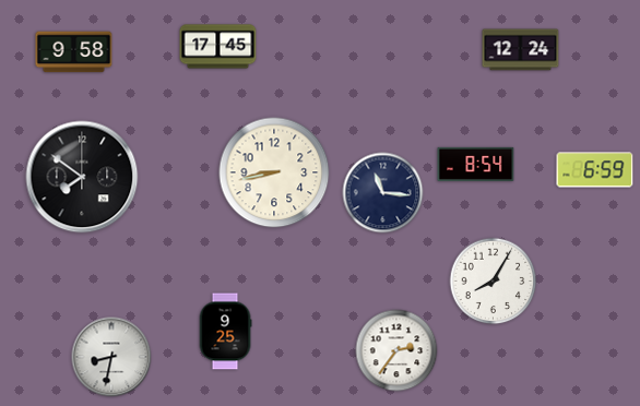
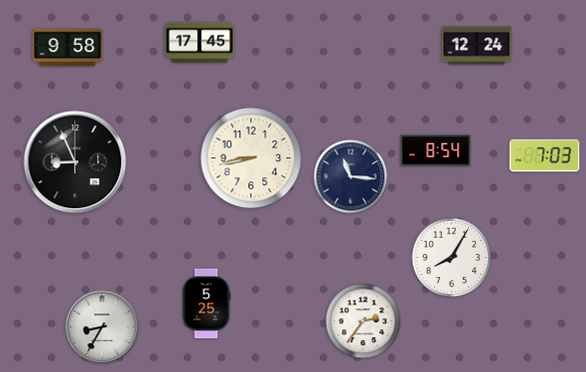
clock at (595, 170): 6:59 -> 7:03
clock at (82, 177): 7:51 -> 8:56
clock at (225, 332): 9:25 -> 5:25
clock at (111, 357): 8:32 -> 8:35
